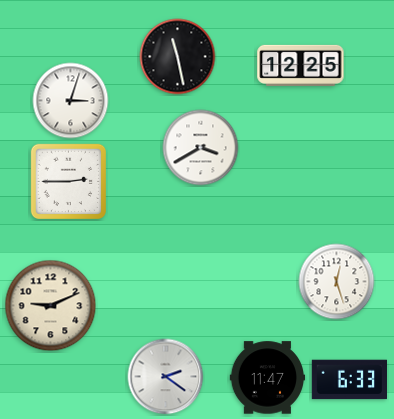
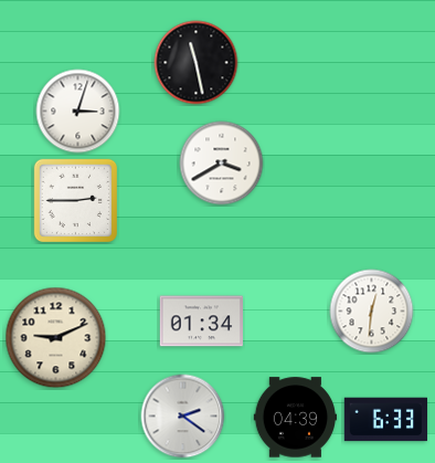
clock at (301, 65): 12:25 -> none
clock at (337, 282): 12:27 -> 12:31
clock at (201, 322): none -> 01:34
clock at (268, 378): 11:47 -> 04:39
